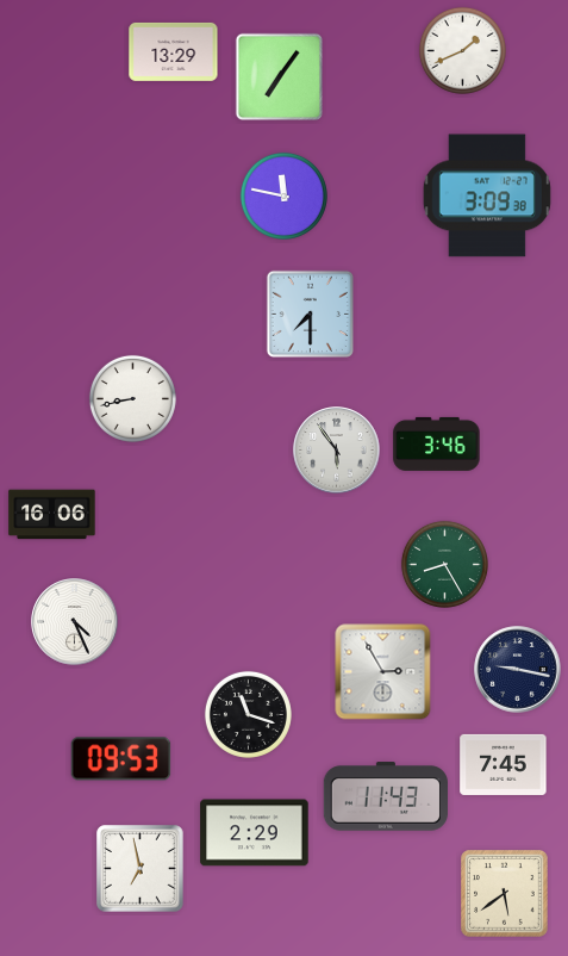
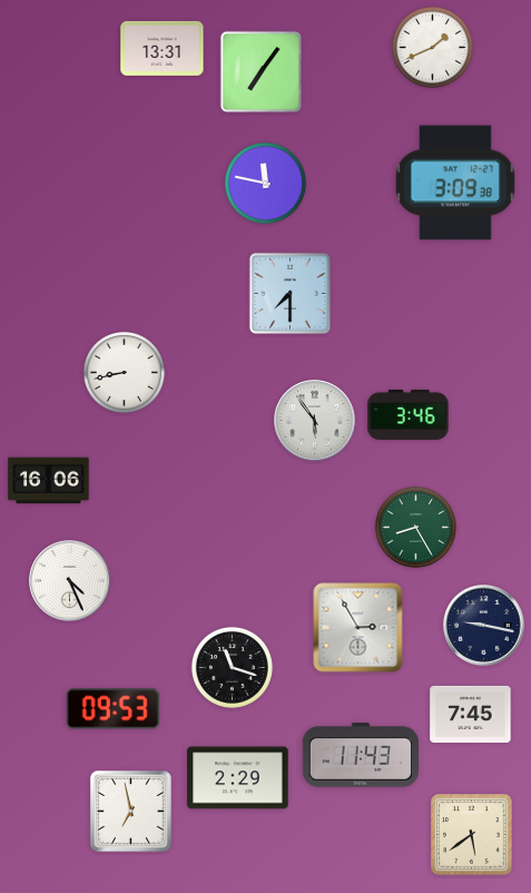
clock at (174, 51): 13:29 -> 13:31
clock at (385, 796) position: (385, 796) -> (360, 755)
